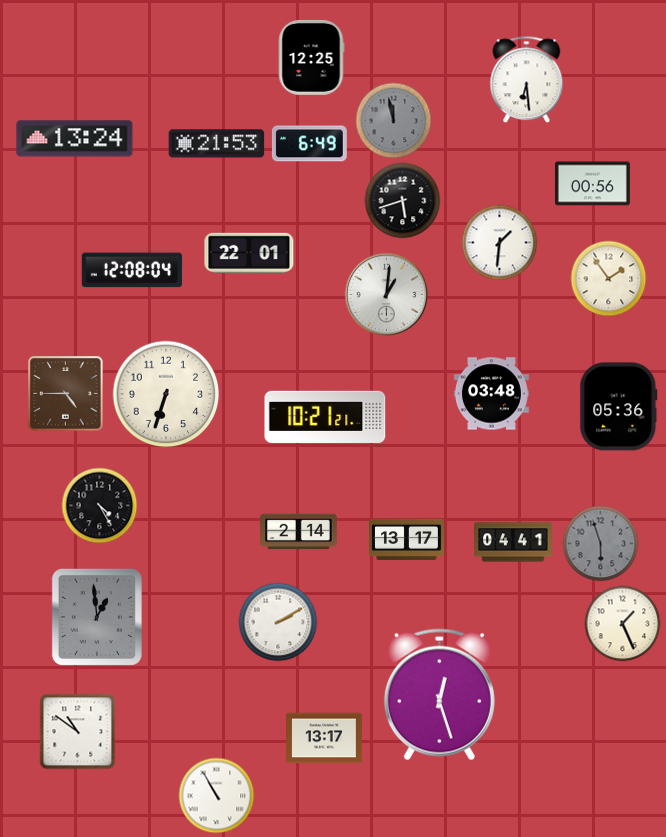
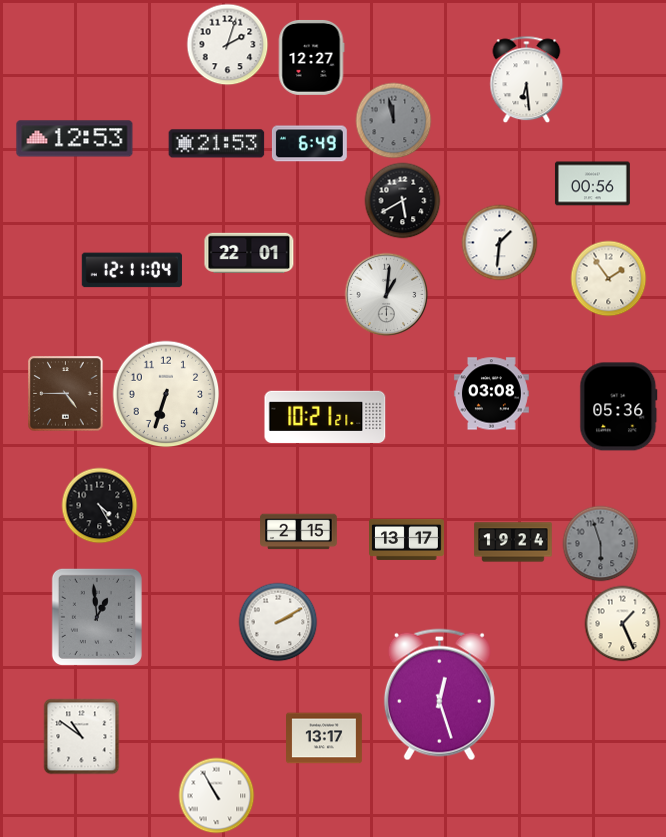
clock at (228, 45): none -> 2:03
clock at (311, 57): 12:25 -> 12:27
clock at (75, 139): 13:24 -> 12:53
clock at (403, 201): 5:42 -> 5:40
clock at (132, 270): 12:08 -> 12:11
clock at (491, 394): 03:48 -> 03:08
clock at (299, 532): 2:14 -> 2:15
clock at (513, 542): 04:41 -> 19:24
clock at (78, 732) position: (78, 732) -> (82, 737)
